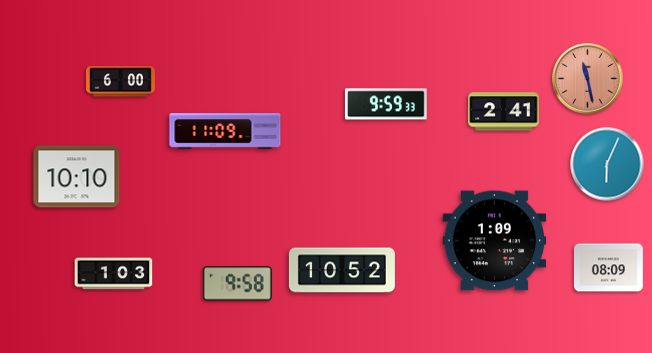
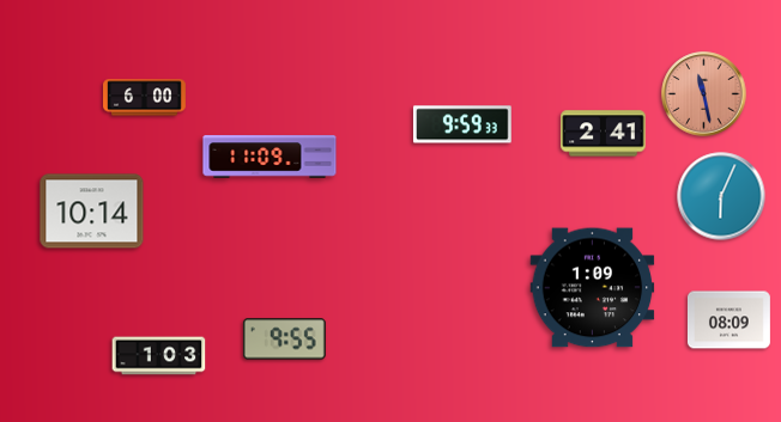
clock at (607, 164) position: (607, 164) -> (721, 196)
clock at (77, 177): 10:10 -> 10:14
clock at (342, 270): 10:52 -> none
clock at (114, 274) position: (114, 274) -> (159, 356)
clock at (237, 284): 9:58 -> 9:55
